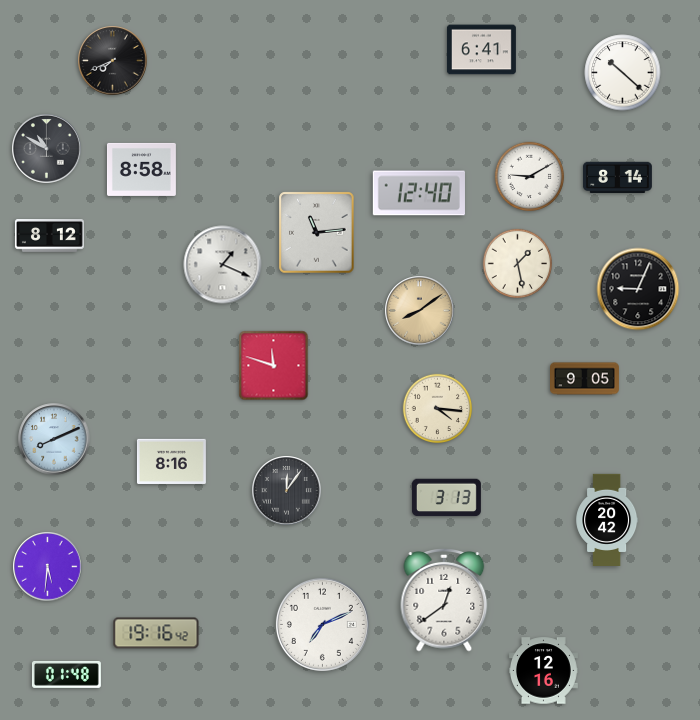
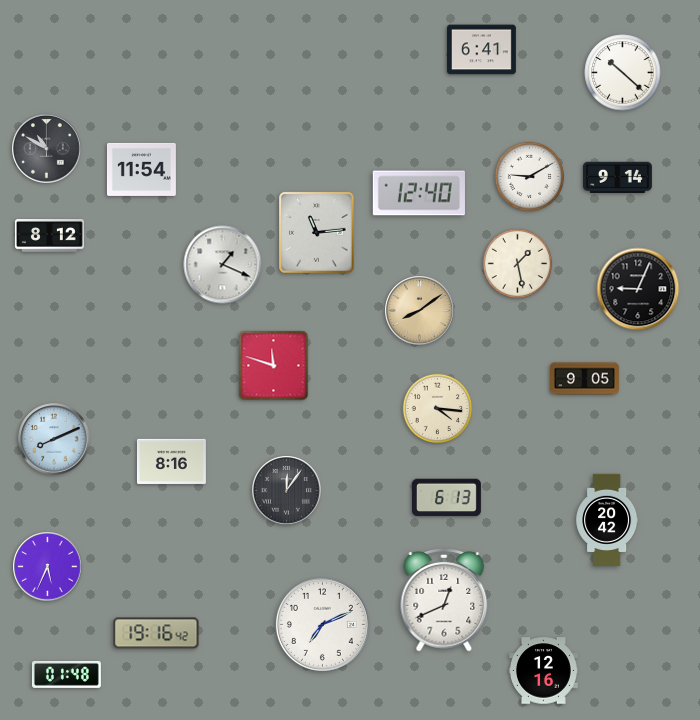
clock at (113, 61): 7:41 -> none
clock at (141, 169): 8:58 -> 11:54
clock at (617, 178): 8:14 -> 9:14
clock at (446, 498): 3:13 -> 6:13
clock at (48, 567): 5:31 -> 5:34
clock at (444, 601): 12:39 -> 12:41
